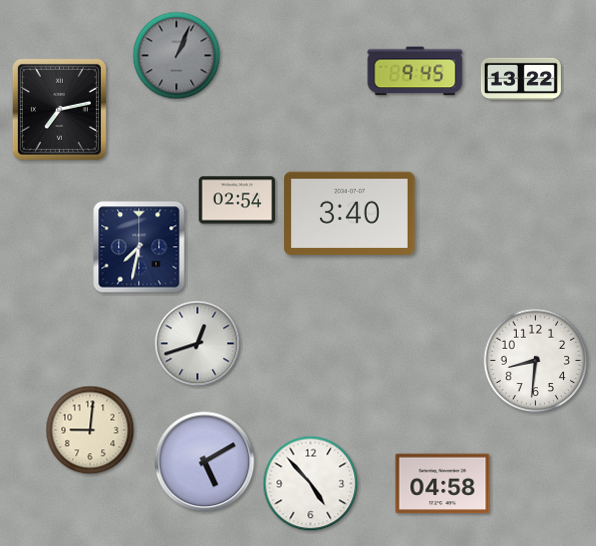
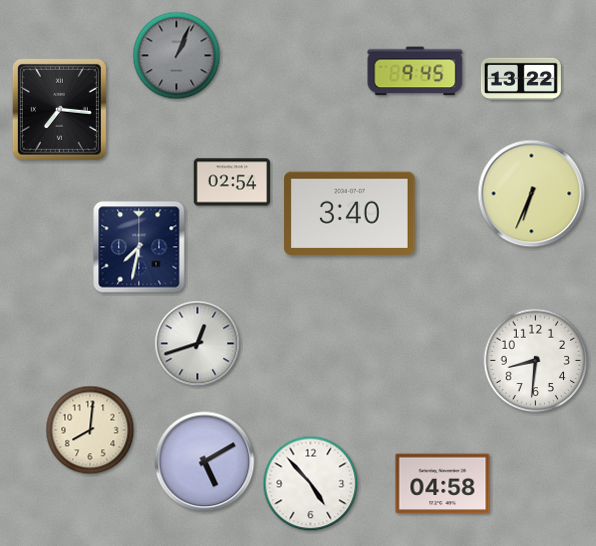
clock at (59, 109): 7:13 -> 7:16
clock at (532, 194): none -> 6:34
clock at (237, 200) position: (237, 200) -> (232, 182)
clock at (90, 430): 9:01 -> 8:01
